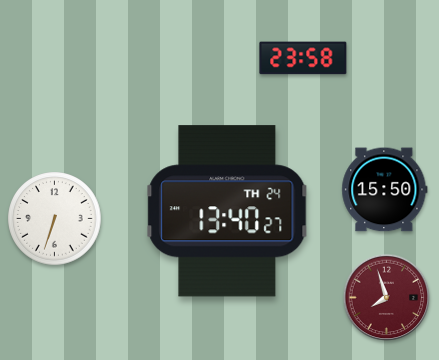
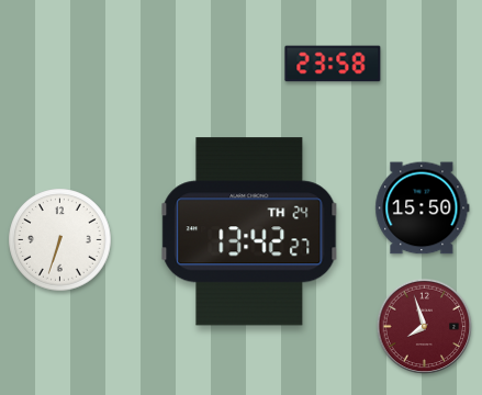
clock at (227, 211): 13:40 -> 13:42
